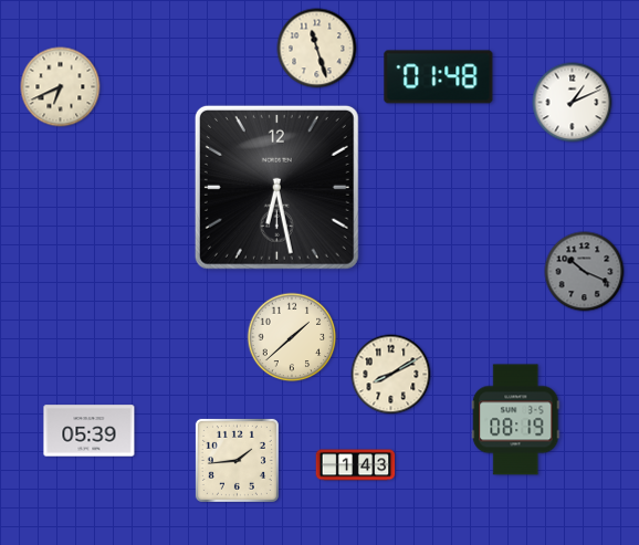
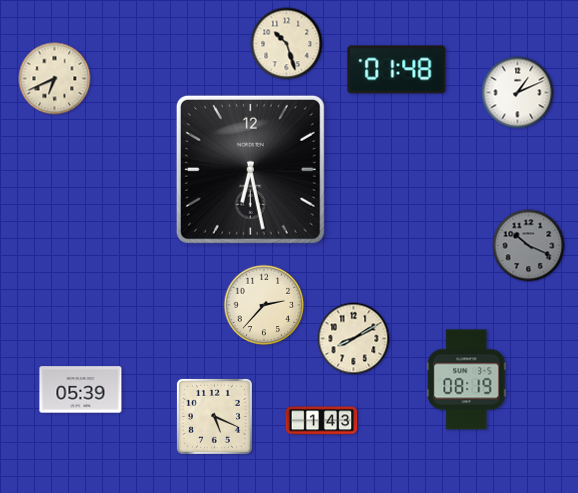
clock at (317, 49): 11:27 -> 10:27
clock at (292, 337): 1:38 -> 2:37
clock at (237, 460): 1:44 -> 5:19
